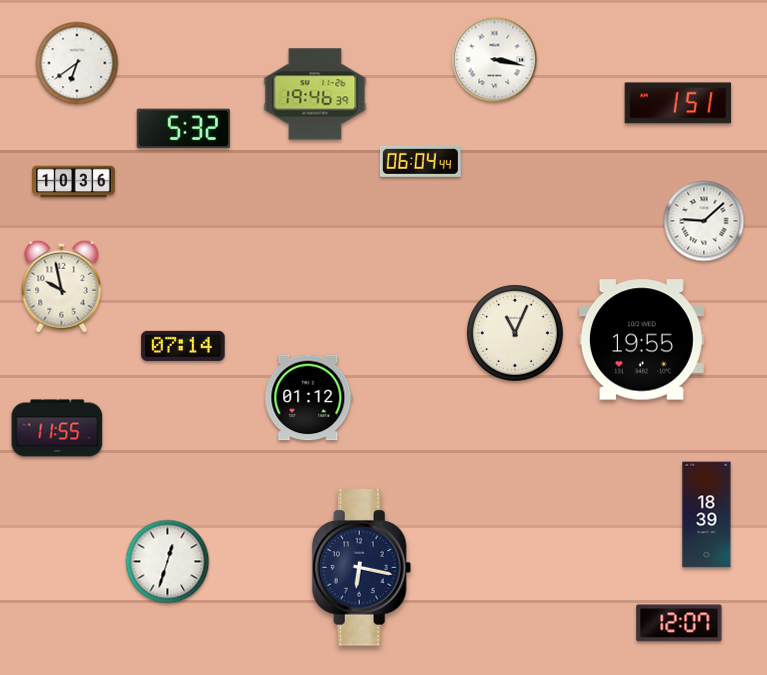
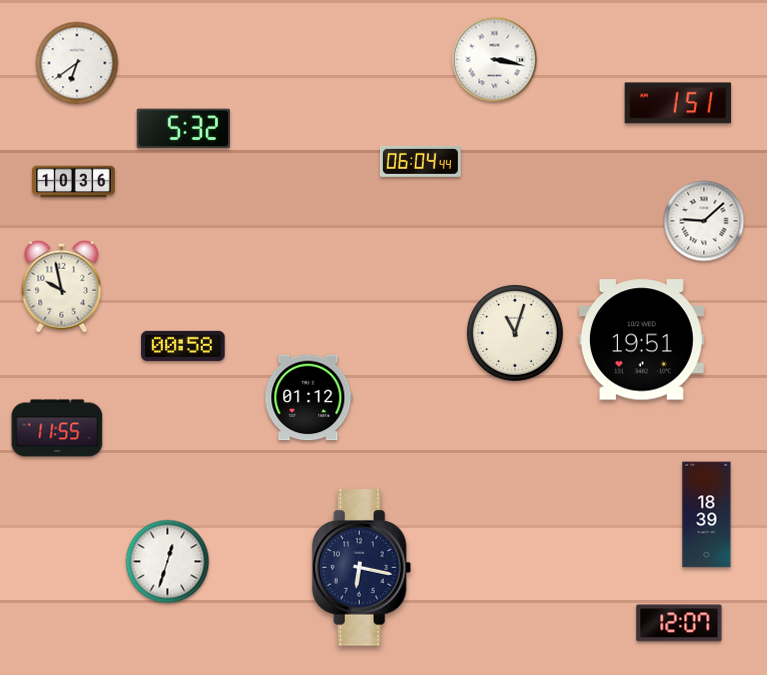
clock at (315, 94): 19:46 -> none
clock at (515, 333): 11:04 -> 11:03
clock at (641, 340): 19:55 -> 19:51
clock at (183, 346): 07:14 -> 00:58
